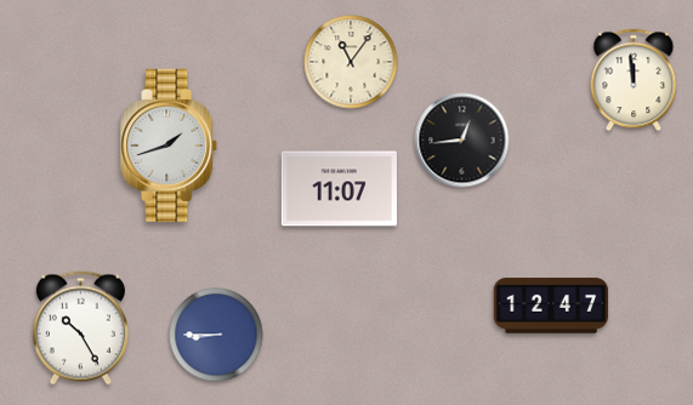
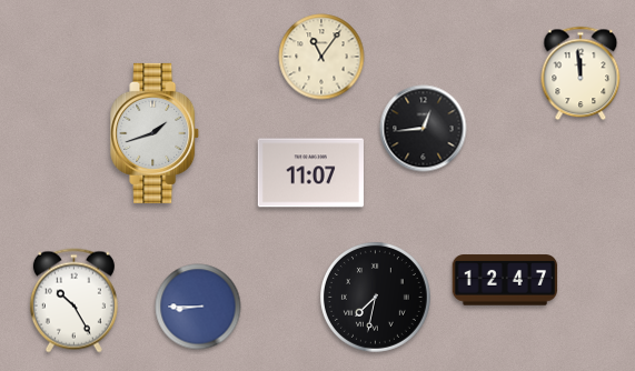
clock at (375, 297): none -> 7:32
